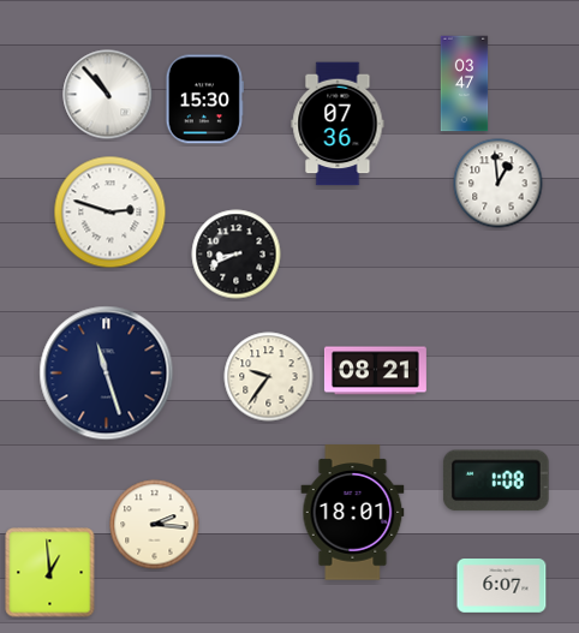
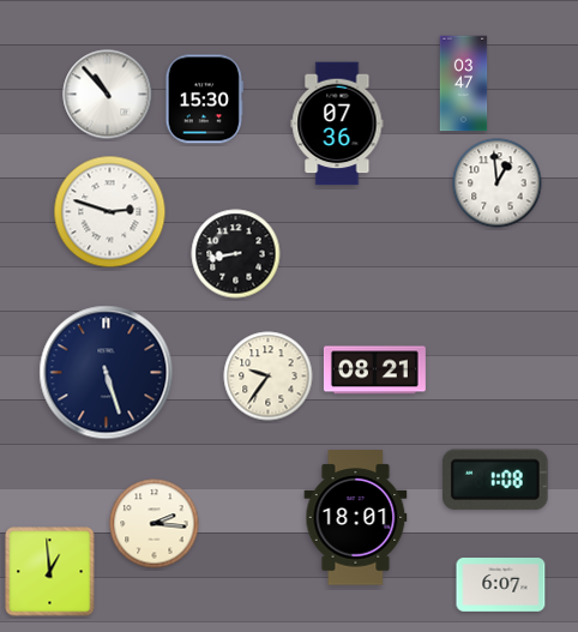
clock at (237, 255): 8:41 -> 8:43
clock at (107, 374): 11:27 -> 5:27
clock at (353, 513) position: (353, 513) -> (356, 518)
